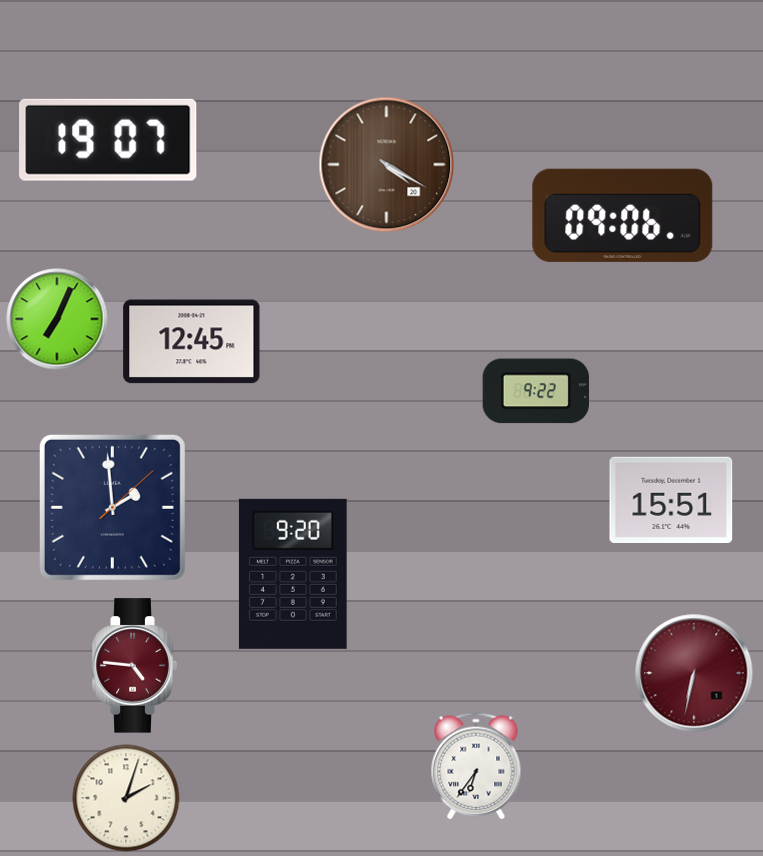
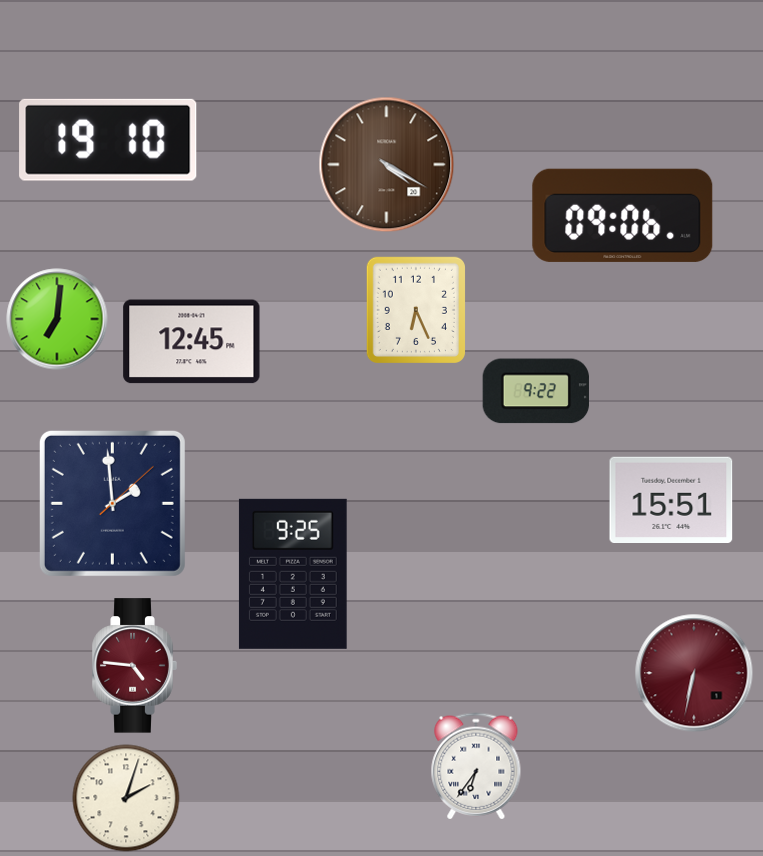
clock at (108, 140): 19:07 -> 19:10
clock at (416, 310): none -> 6:26
clock at (57, 319): 7:04 -> 7:01
clock at (112, 507) position: (112, 507) -> (112, 503)
clock at (293, 574): 9:20 -> 9:25
